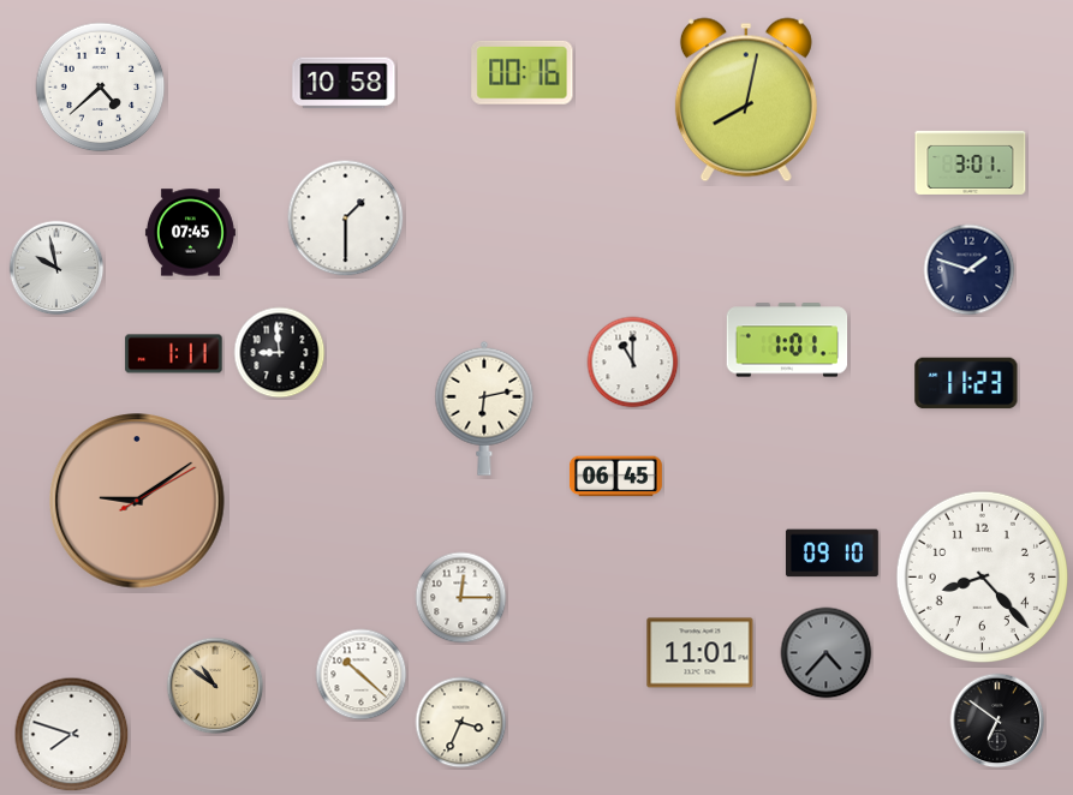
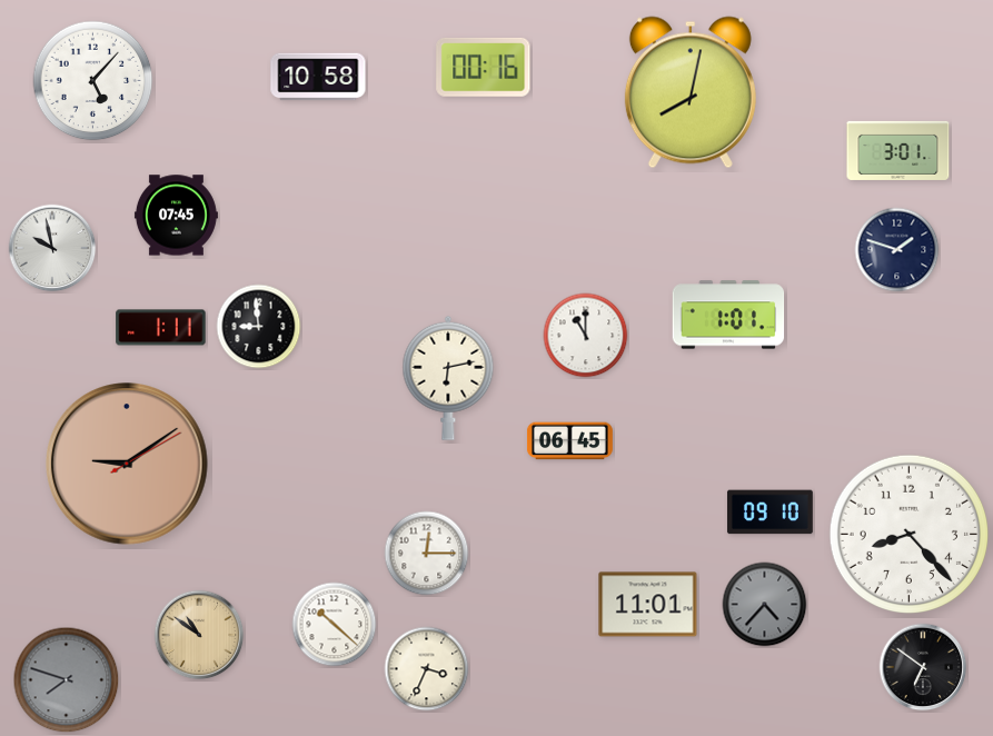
clock at (101, 88): 4:38 -> 5:07
clock at (346, 219): 1:30 -> none
clock at (966, 383): 11:23 -> none
clock at (72, 735) dial: white -> grey
